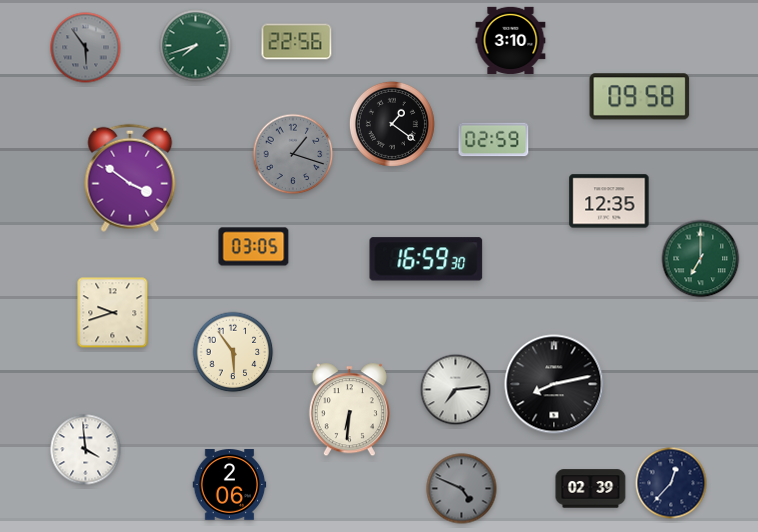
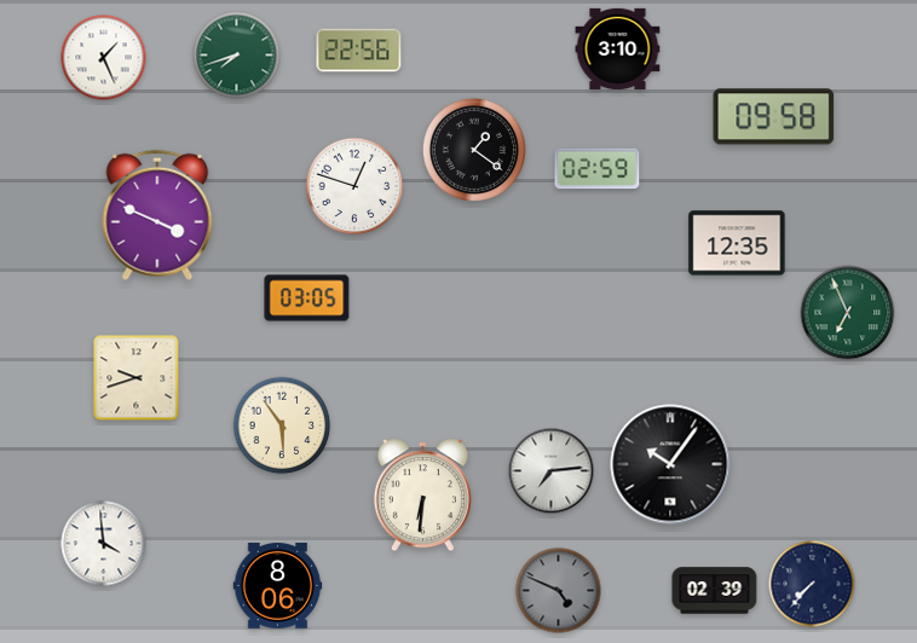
clock at (86, 48): 5:54 -> 1:26
clock at (86, 48) dial: grey -> white
clock at (293, 154): 1:18 -> 12:48
clock at (293, 154) dial: grey -> white
clock at (130, 178): 3:51 -> 3:49
clock at (426, 259): 16:59 -> none
clock at (701, 259): 7:00 -> 6:56
clock at (554, 384): 8:13 -> 10:06
clock at (671, 483): 12:37 -> 7:37
clock at (230, 485): 2:06 -> 8:06
